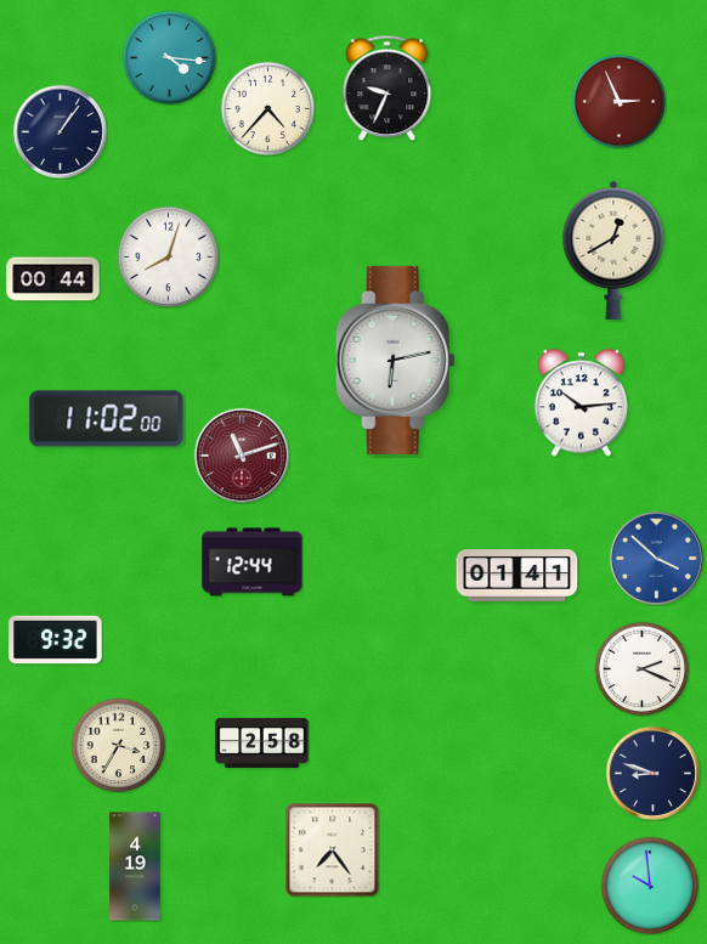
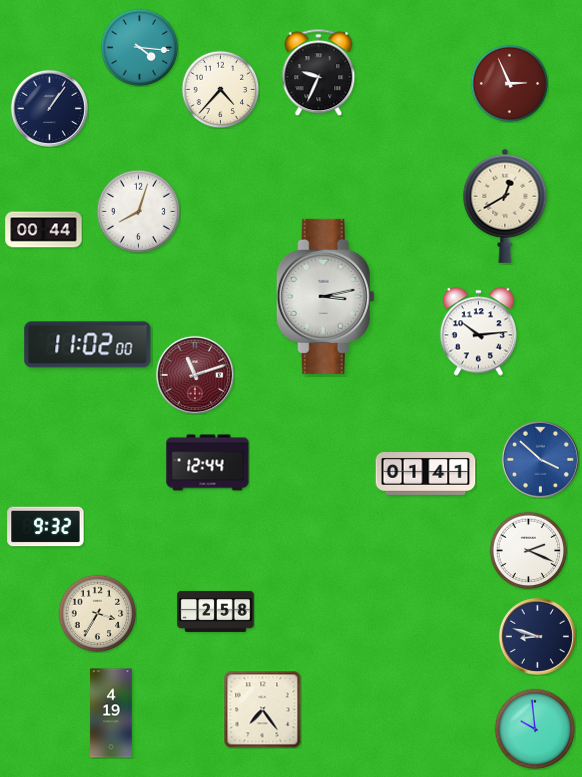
clock at (395, 360): 6:13 -> 3:13
clock at (242, 456) position: (242, 456) -> (195, 375)
clock at (332, 849) position: (332, 849) -> (262, 709)
